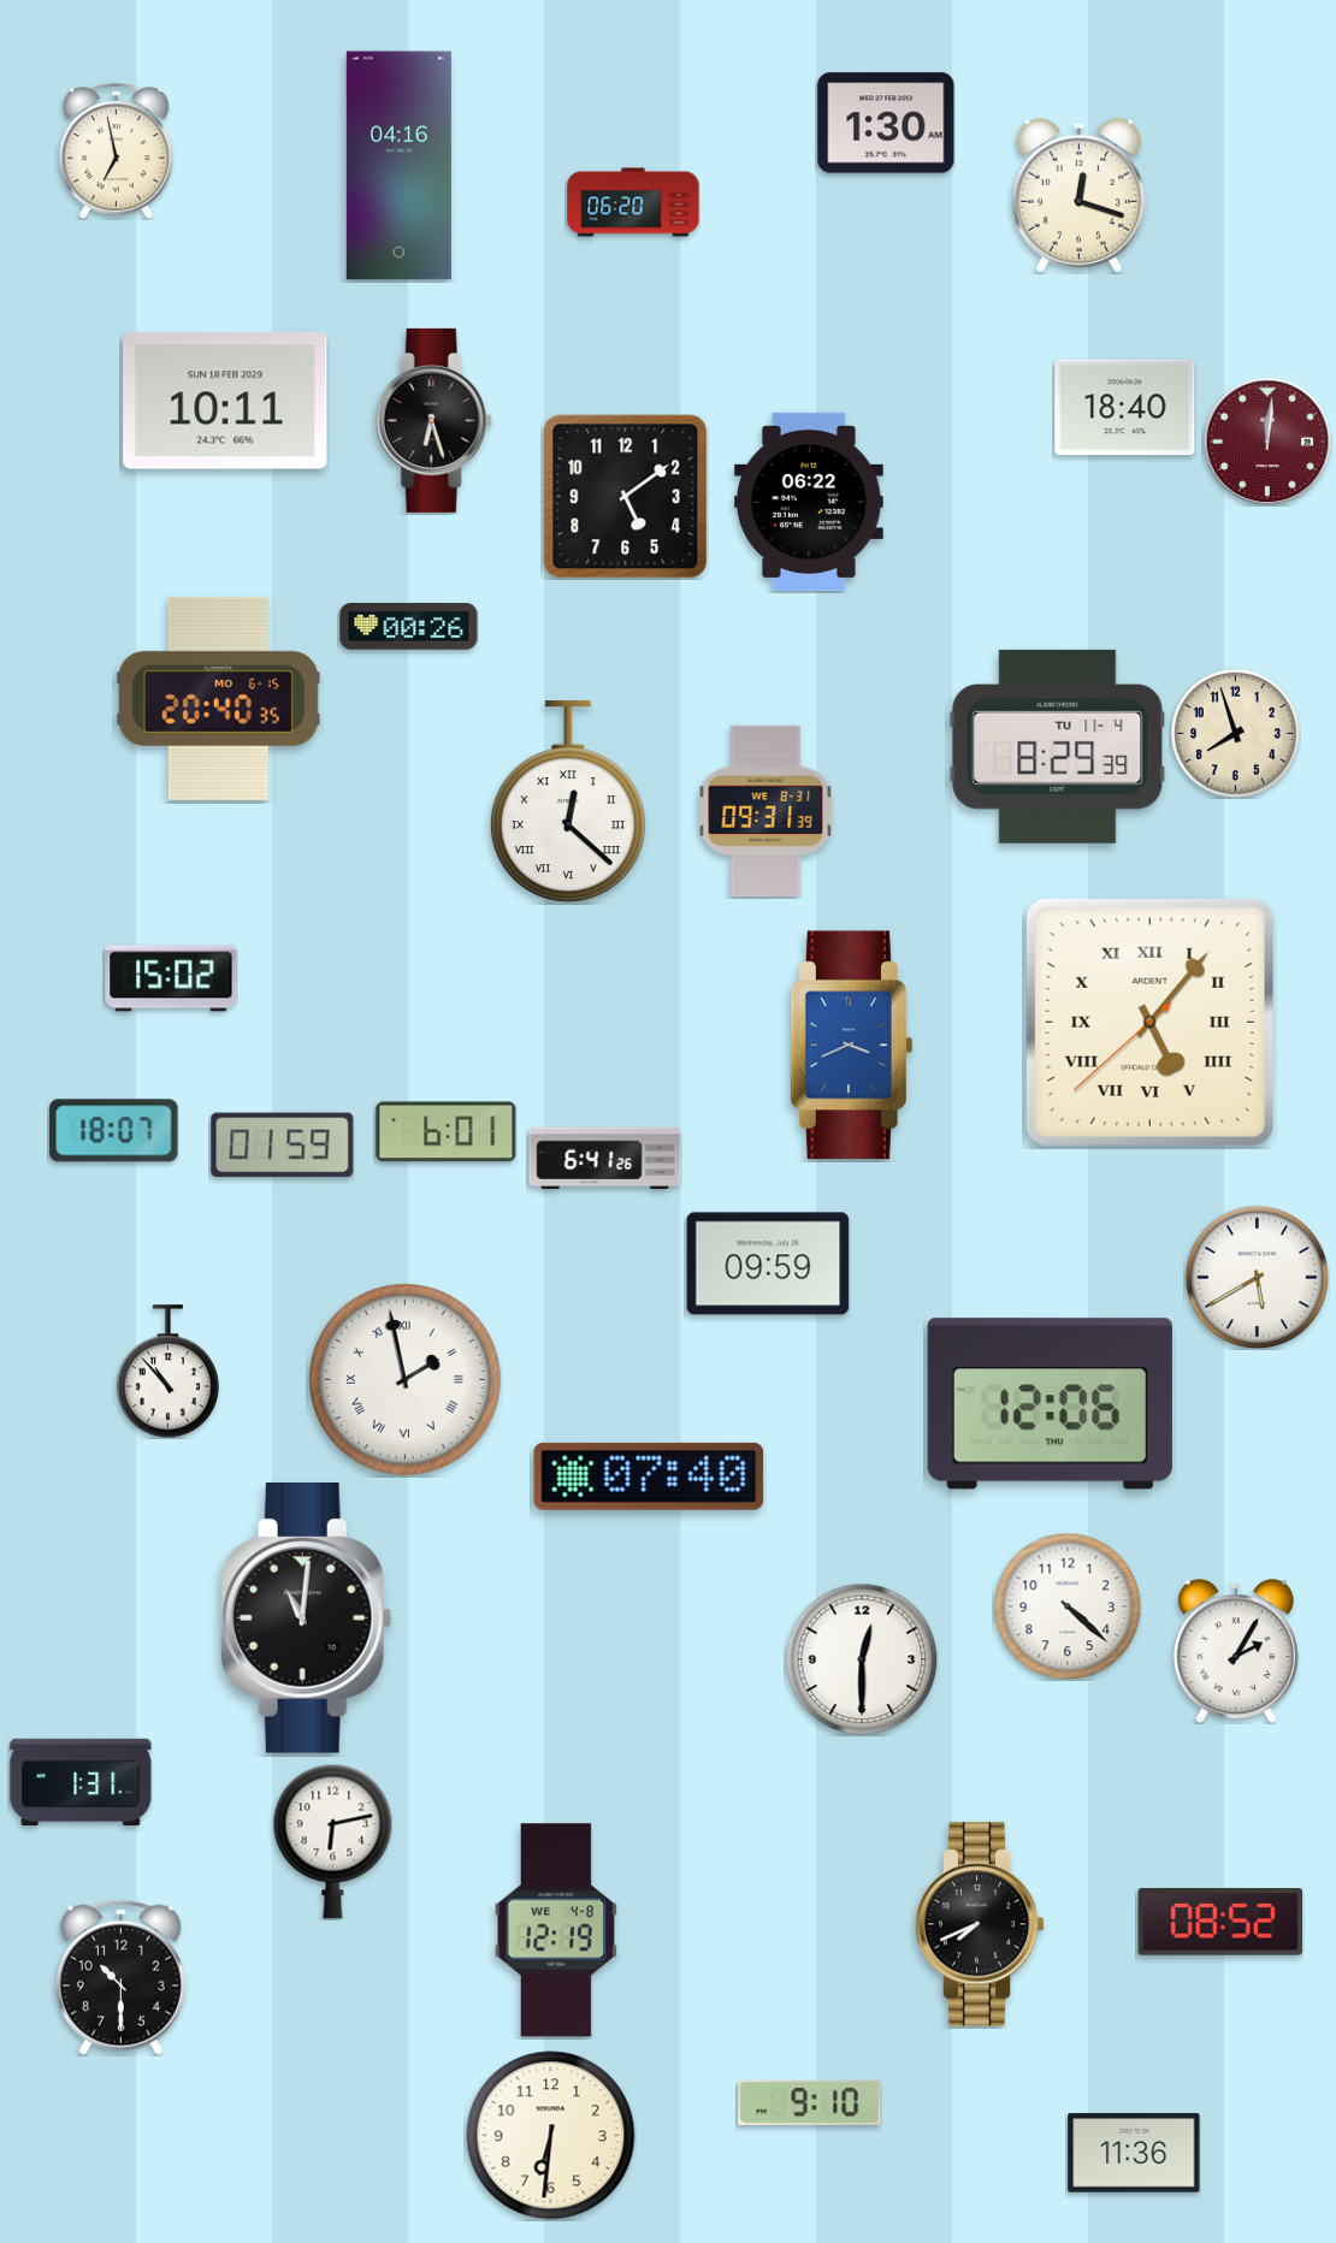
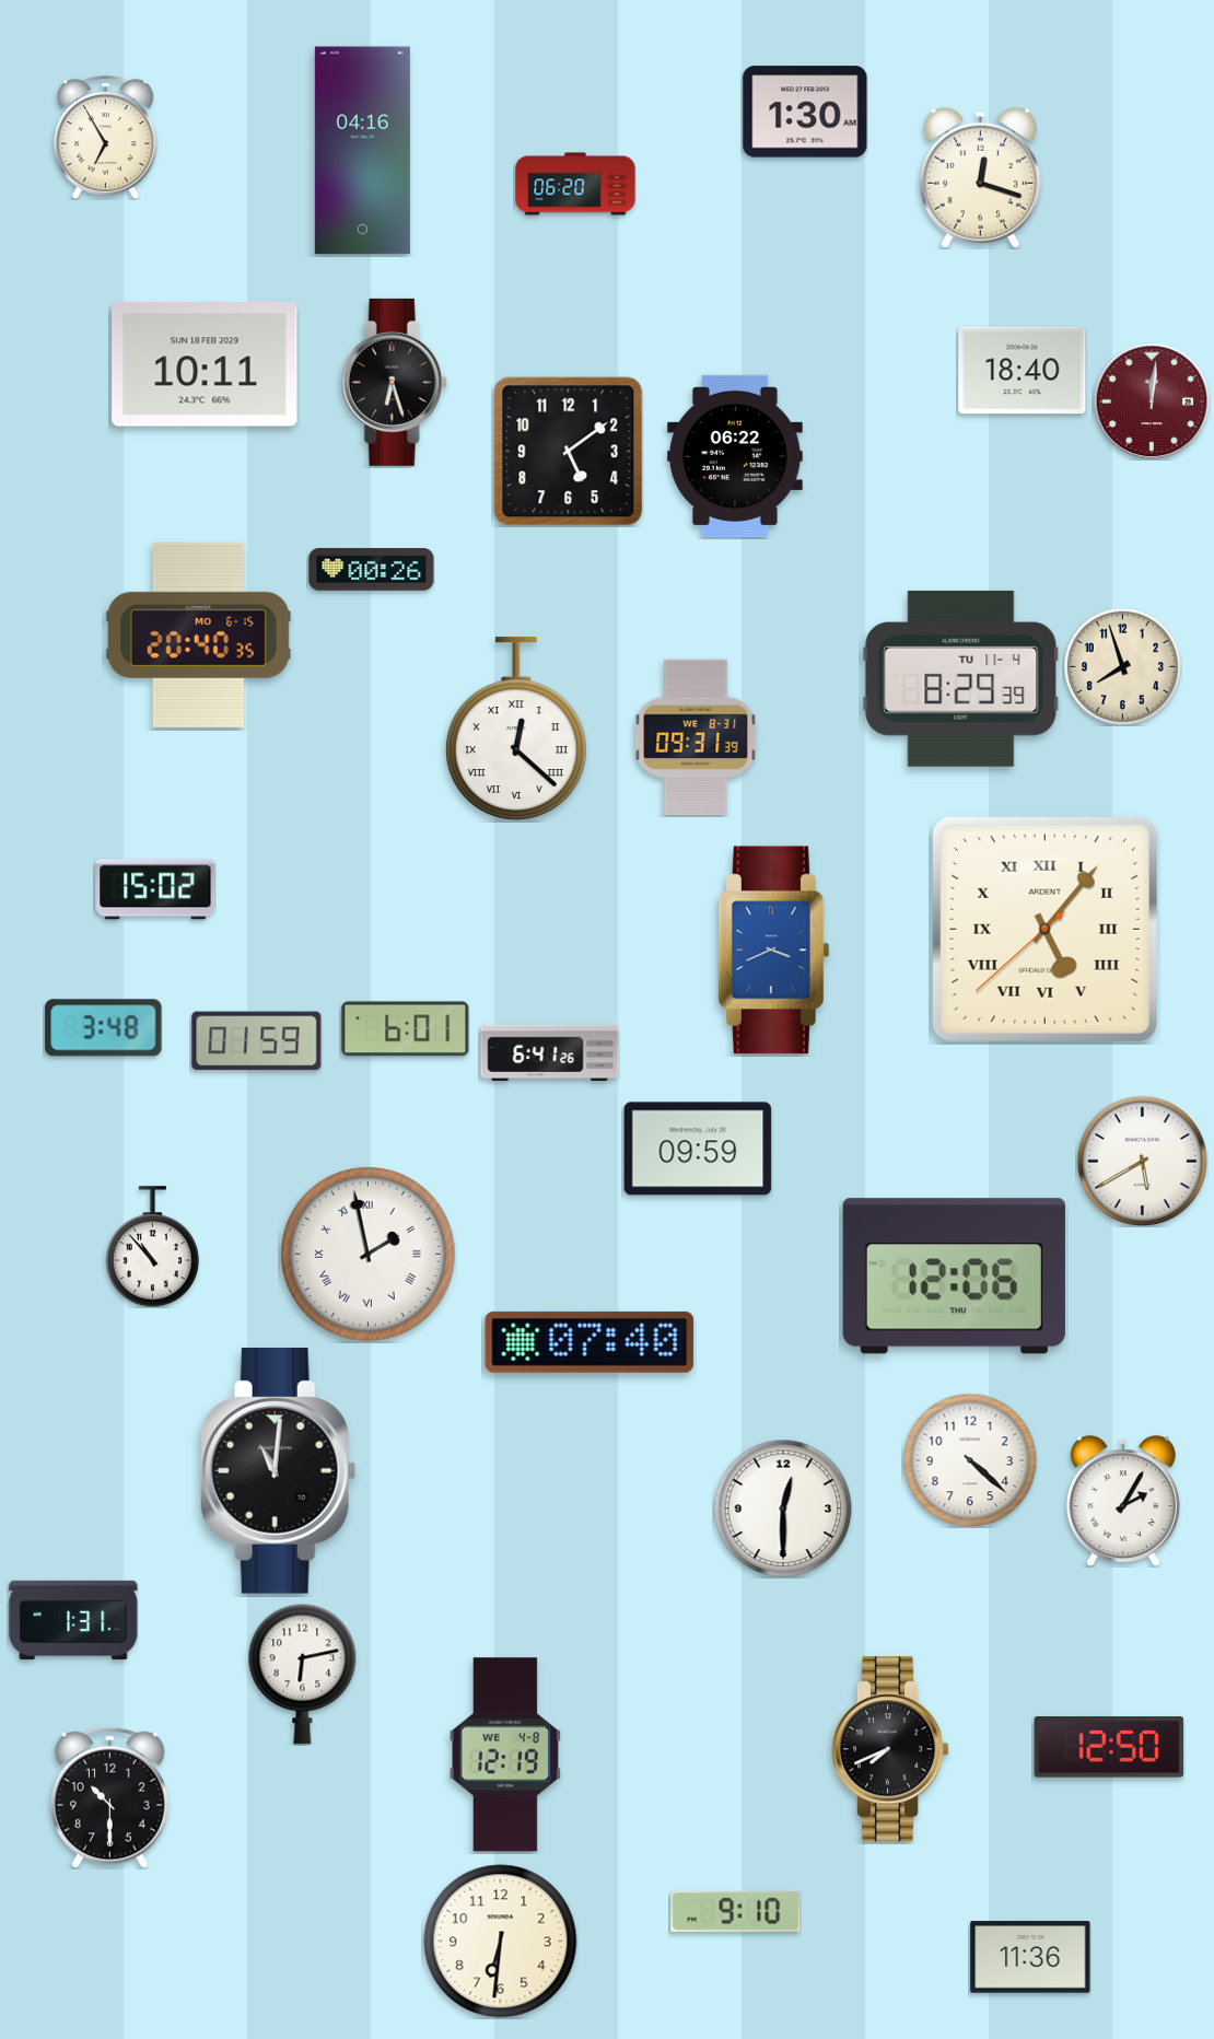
clock at (116, 152): 6:58 -> 6:55
clock at (114, 1131): 18:07 -> 3:48
clock at (1220, 1922): 08:52 -> 12:50
